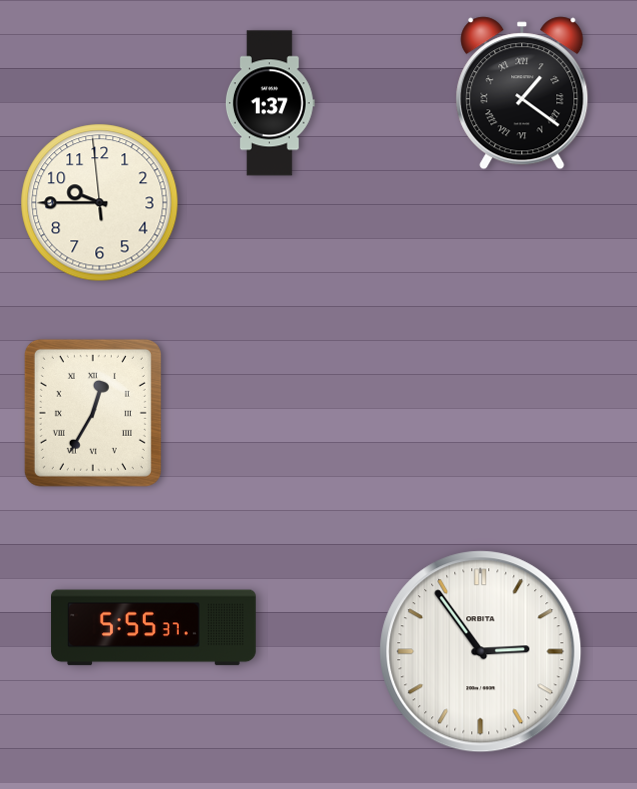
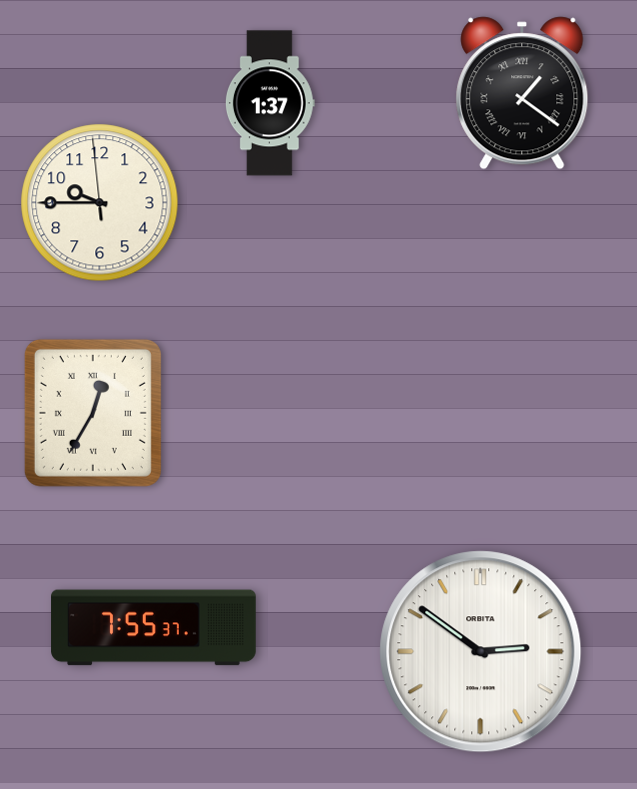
clock at (154, 628): 5:55 -> 7:55
clock at (481, 652): 2:54 -> 2:51
